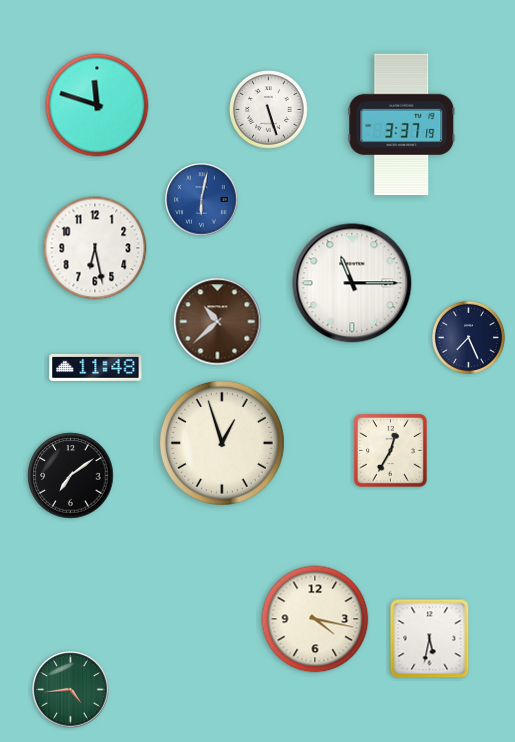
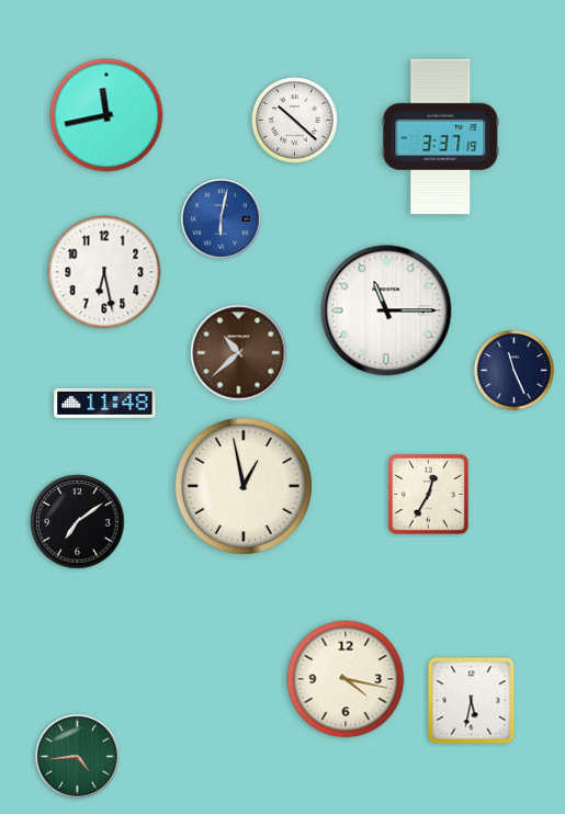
clock at (97, 105): 11:48 -> 11:43
clock at (269, 110): 5:27 -> 10:22
clock at (468, 337): 7:26 -> 11:26
clock at (222, 443): 12:57 -> 12:58
